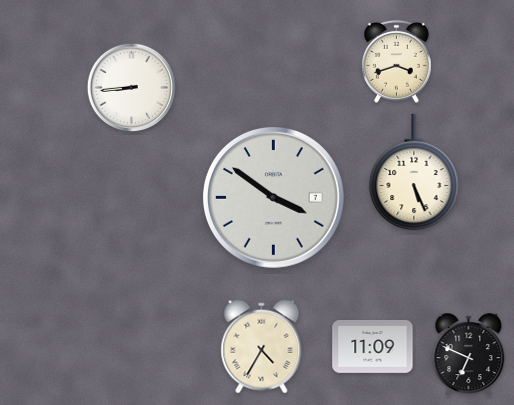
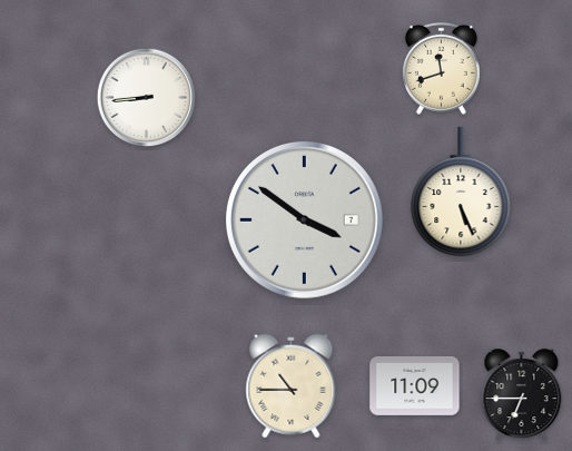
clock at (396, 61): 3:42 -> 11:42
clock at (262, 347): 4:35 -> 10:45
clock at (469, 355): 6:49 -> 6:45
